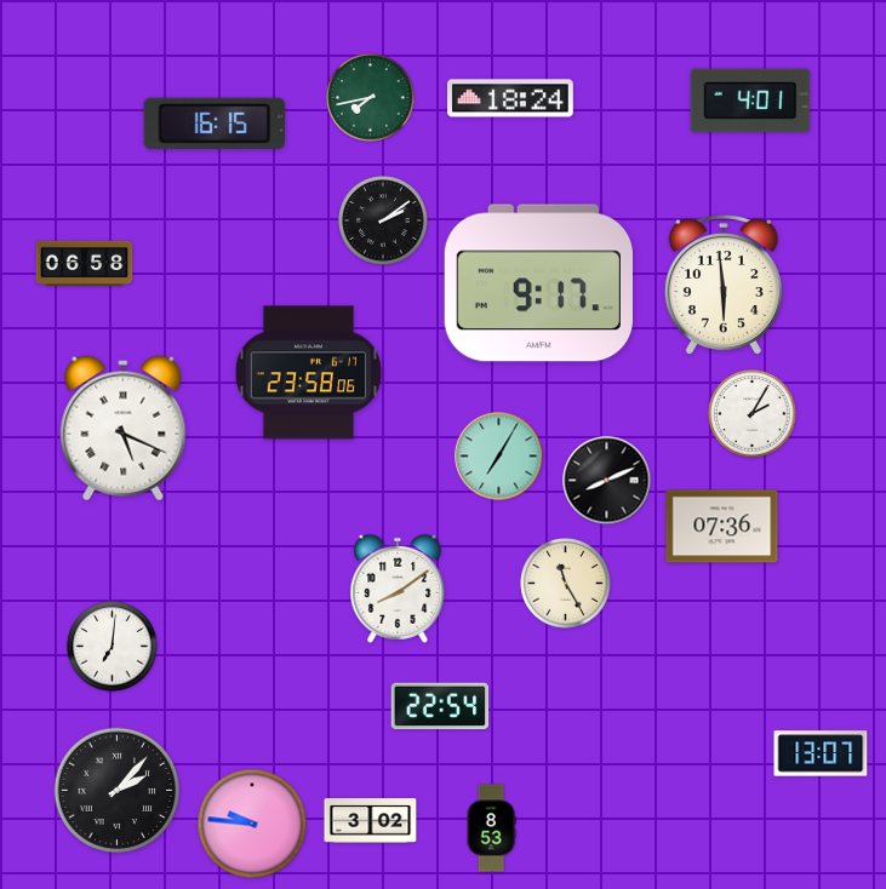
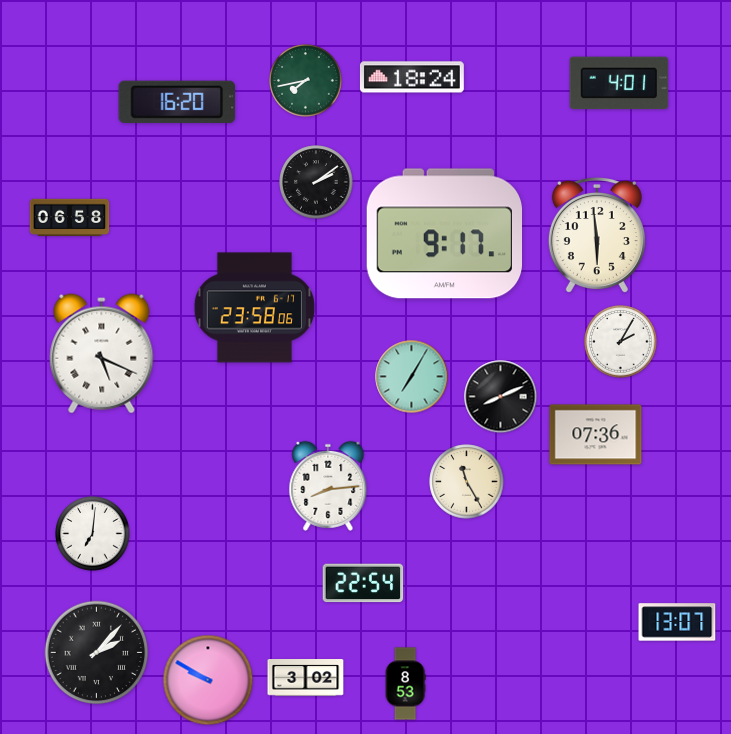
clock at (510, 98) position: (510, 98) -> (412, 77)
clock at (215, 124): 16:15 -> 16:20
clock at (398, 589): 8:09 -> 8:14
clock at (252, 824): 9:46 -> 9:50
